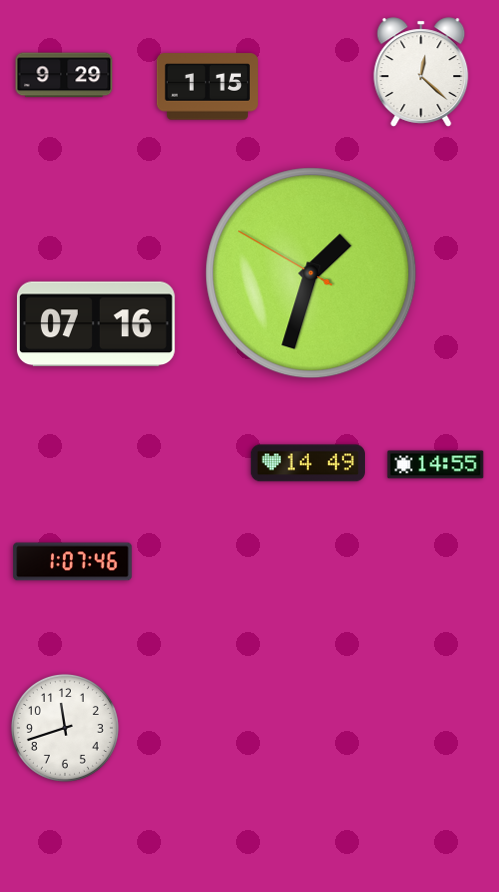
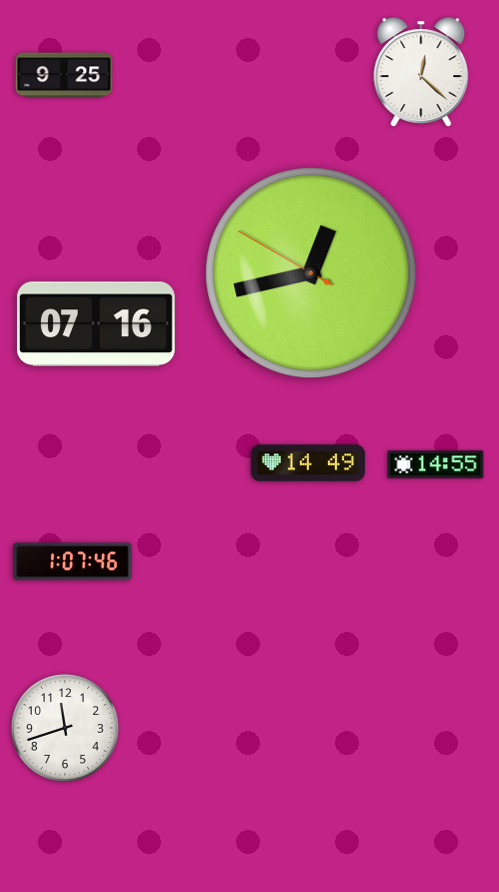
clock at (64, 75): 9:29 -> 9:25
clock at (207, 87): 1:15 -> none
clock at (311, 273): 1:32 -> 12:42
